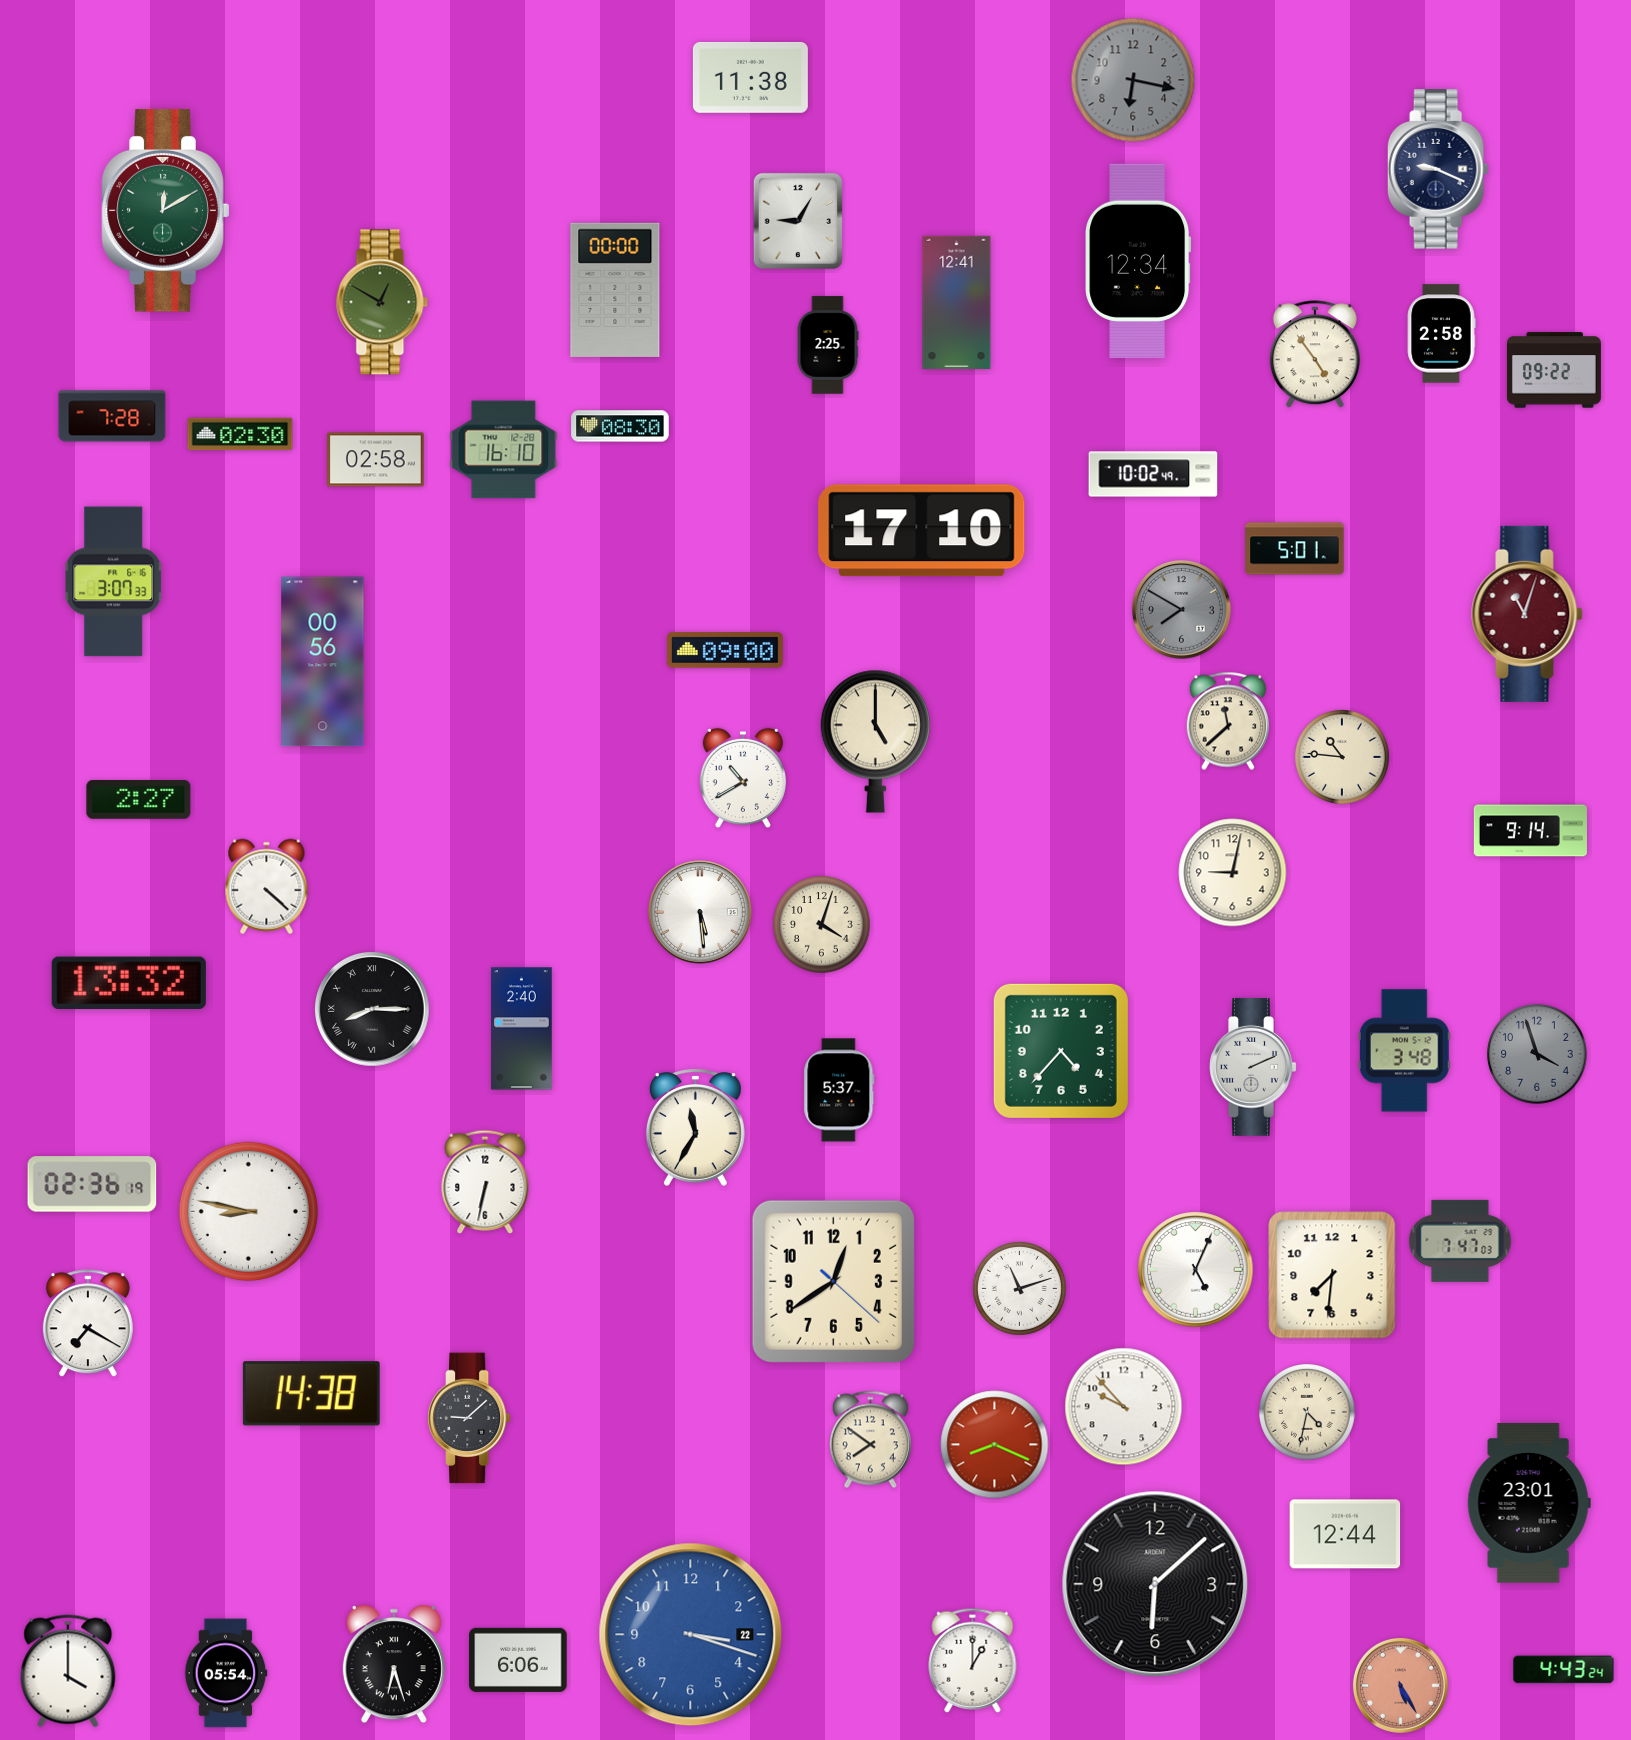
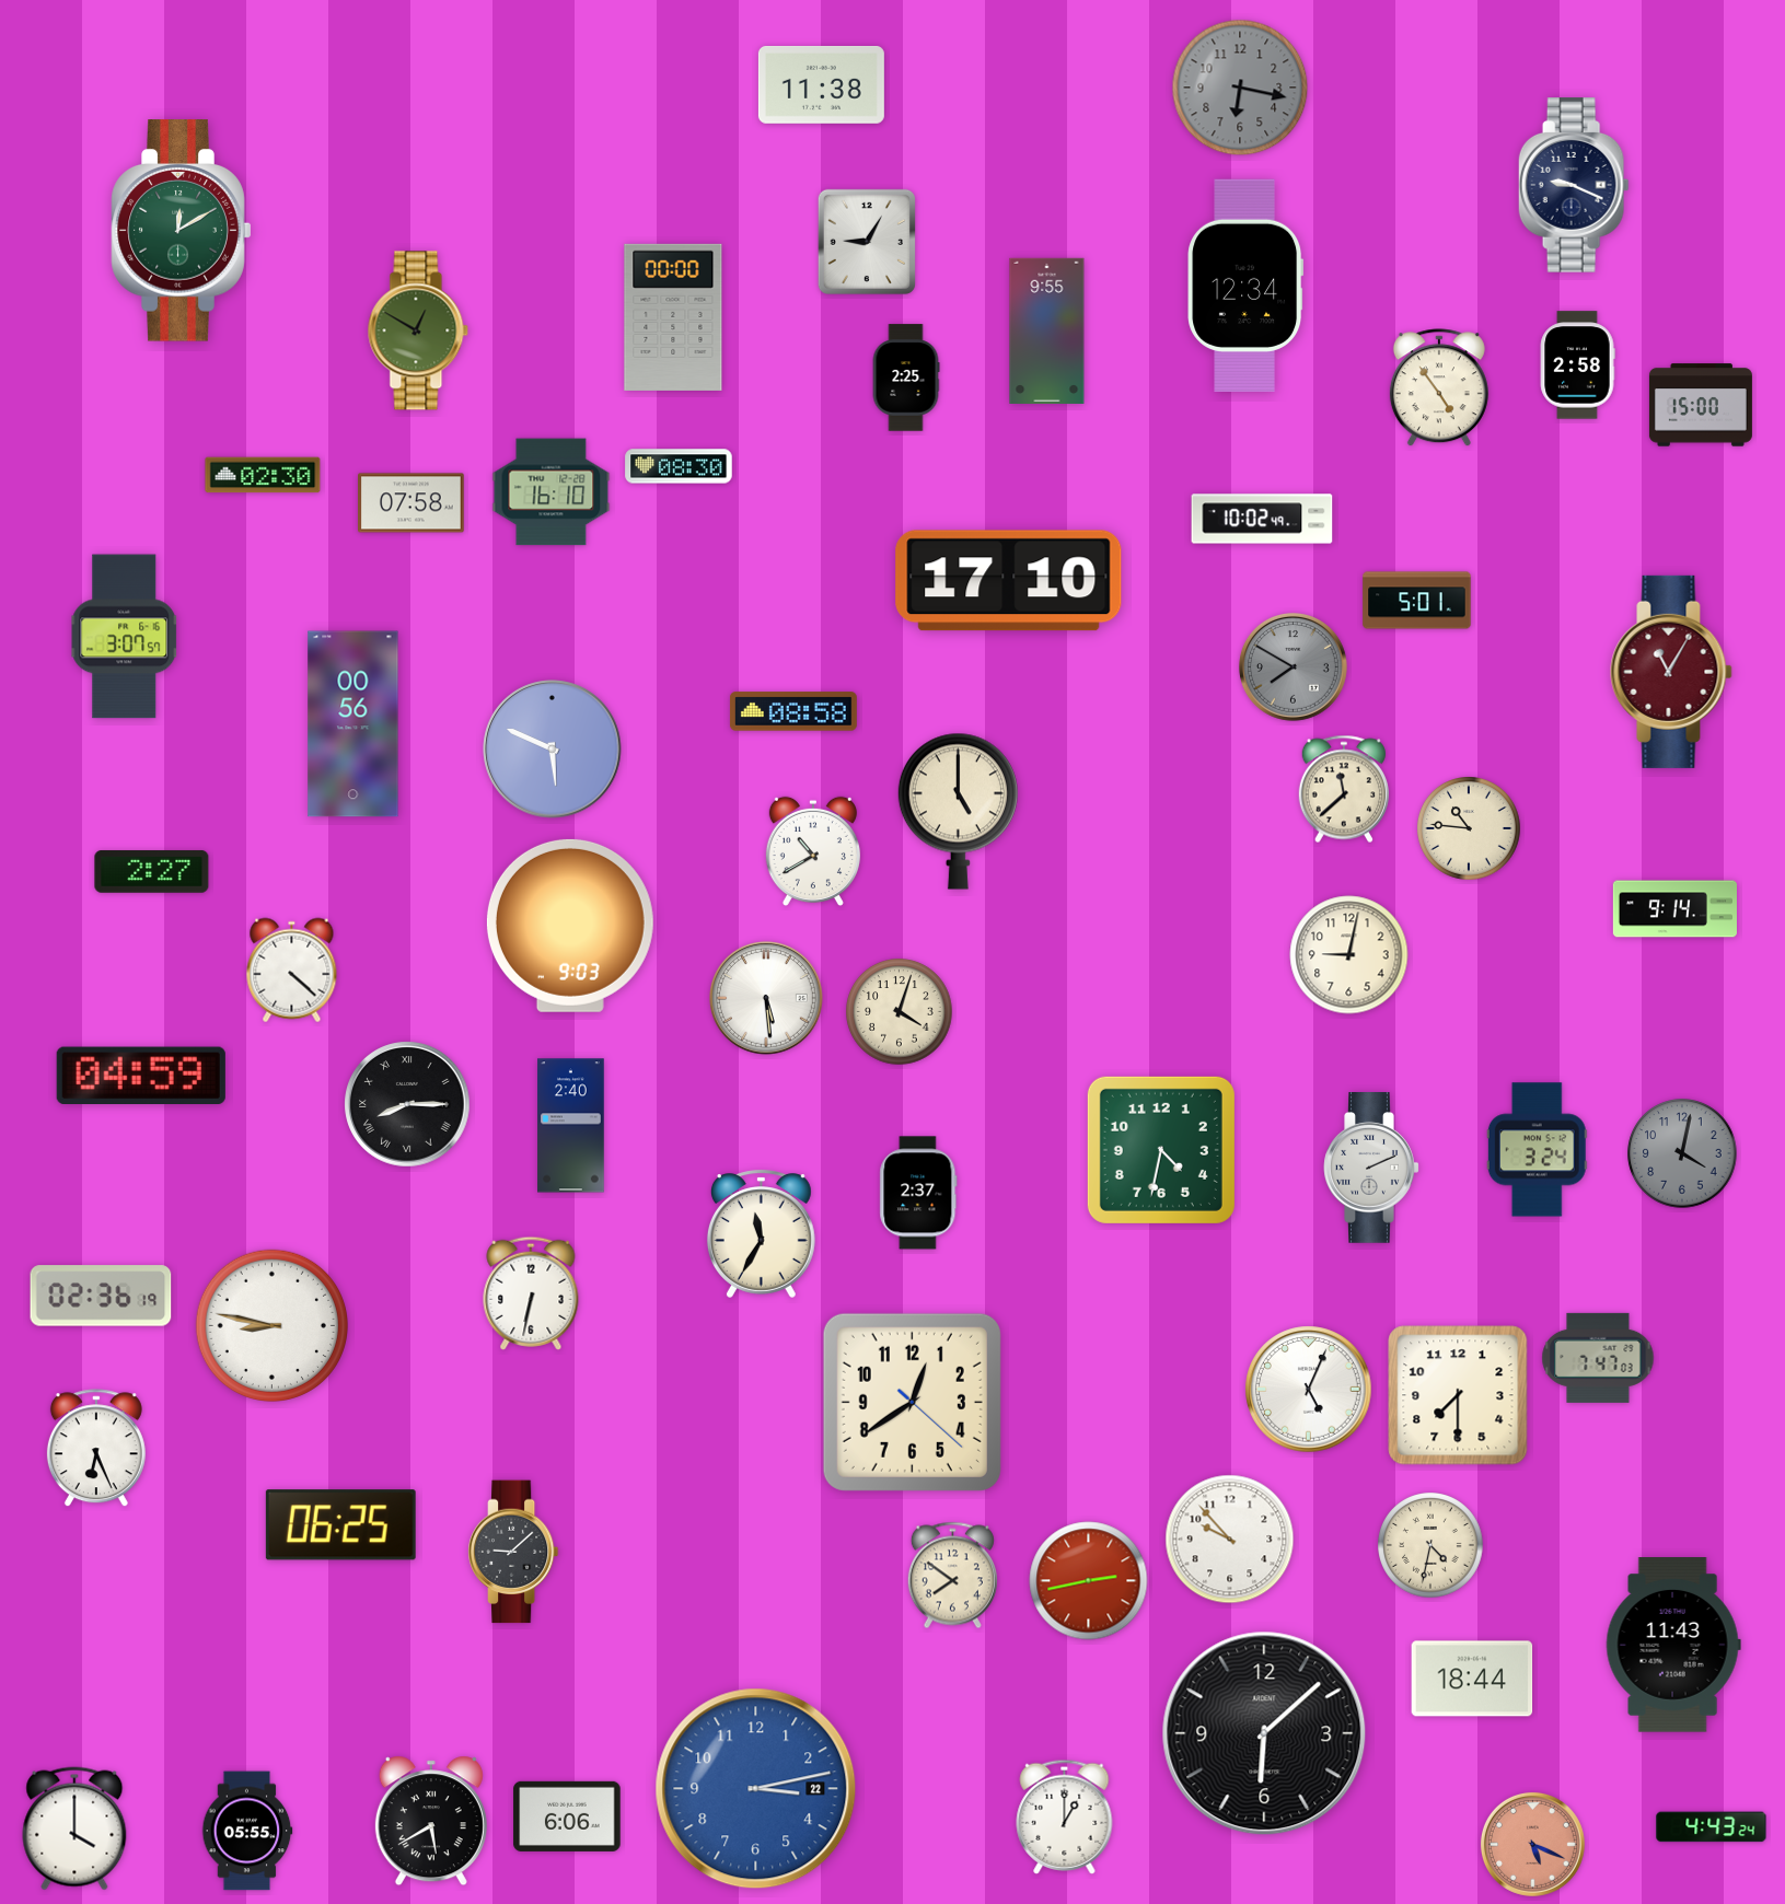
clock at (798, 221) position: (798, 221) -> (867, 242)
clock at (957, 302): 12:41 -> 9:55
clock at (1554, 370): 09:22 -> 15:00
clock at (112, 416): 7:28 -> none
clock at (376, 460): 02:58 -> 07:58
clock at (114, 582): 3:07:33 -> 3:07:57
clock at (1527, 614): 11:03 -> 11:05
clock at (725, 650): 09:00 -> 08:58
clock at (553, 750): none -> 5:49
clock at (139, 800) position: (139, 800) -> (152, 872)
clock at (570, 926): none -> 9:03
clock at (129, 982): 13:32 -> 04:59
clock at (1061, 1051): 4:37 -> 4:32
clock at (1404, 1051): 3:48 -> 3:24
clock at (1537, 1054): 3:57 -> 4:02
clock at (839, 1090): 5:37 -> 2:37
clock at (1332, 1275): 7:31 -> 7:30
clock at (1020, 1288): 11:12 -> none
clock at (88, 1324): 7:20 -> 6:26
clock at (311, 1394): 14:38 -> 06:25
clock at (995, 1445): 8:19 -> 2:43
clock at (1529, 1503): 23:01 -> 11:43
clock at (1345, 1534): 12:44 -> 18:44
clock at (691, 1635): 3:18 -> 3:13
clock at (394, 1664): 6:27 -> 5:40
clock at (226, 1673): 05:54 -> 05:55
clock at (1400, 1685): 5:25 -> 5:19
